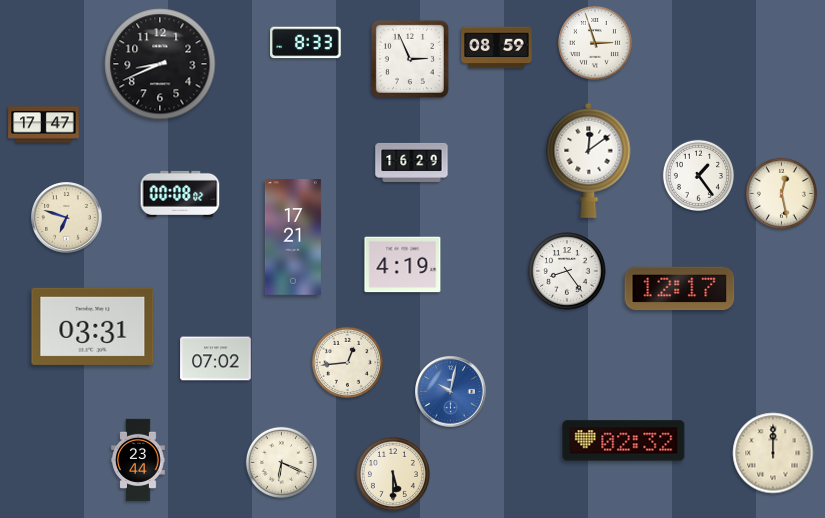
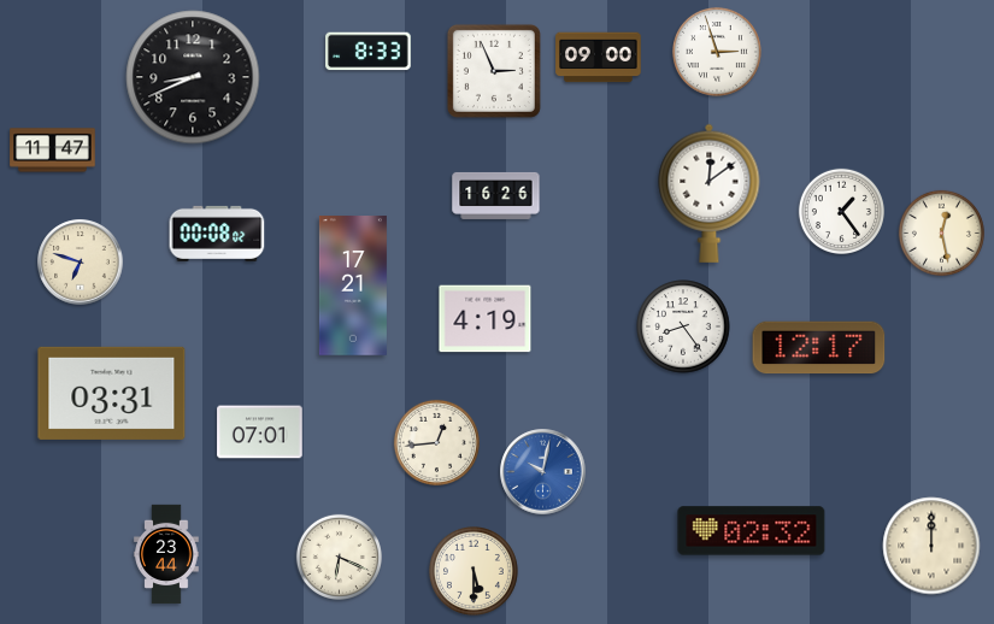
clock at (497, 48): 08:59 -> 09:00
clock at (44, 125): 17:47 -> 11:47
clock at (412, 162): 16:29 -> 16:26
clock at (216, 359): 07:02 -> 07:01
clock at (347, 362) position: (347, 362) -> (436, 442)
